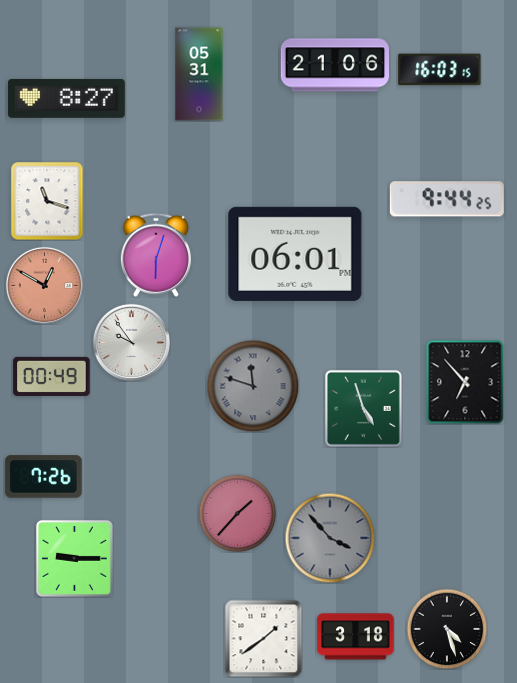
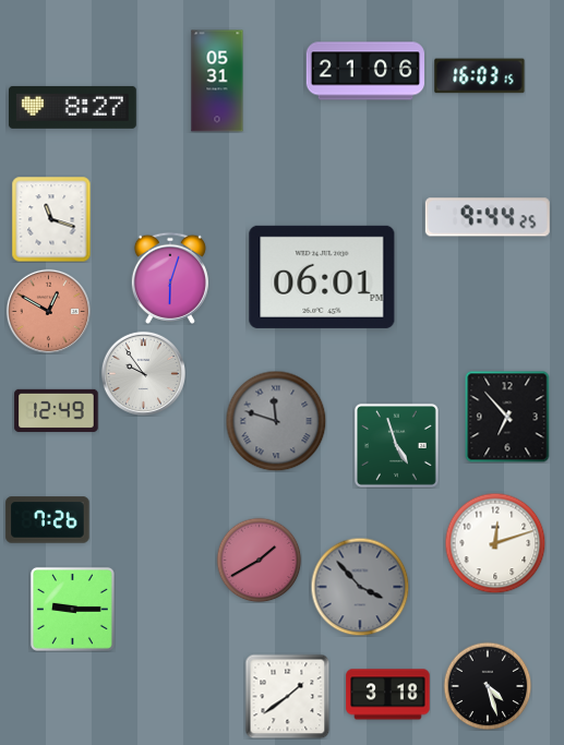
clock at (52, 376): 00:49 -> 12:49
clock at (495, 543): none -> 12:12
clock at (237, 513): 1:37 -> 1:40
clock at (74, 558) position: (74, 558) -> (72, 609)
